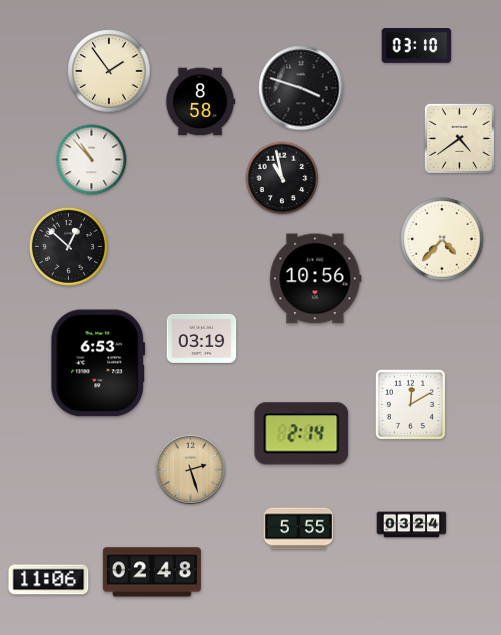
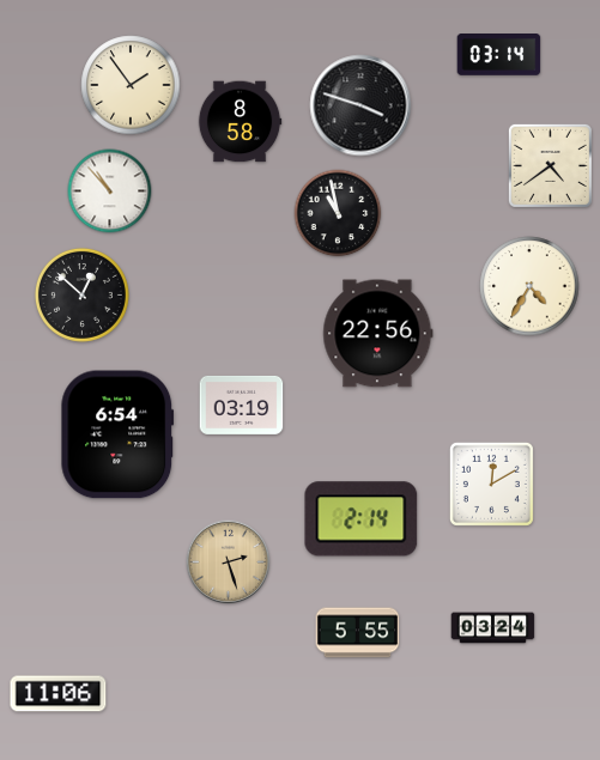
clock at (417, 46): 03:10 -> 03:14
clock at (442, 239): 4:37 -> 4:35
clock at (316, 279): 10:56 -> 22:56
clock at (98, 363): 6:53 -> 6:54
clock at (152, 572): 02:48 -> none
